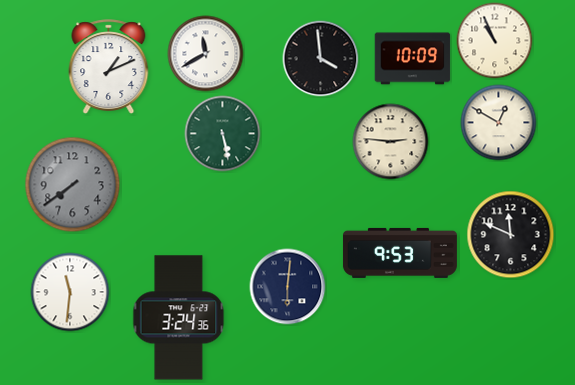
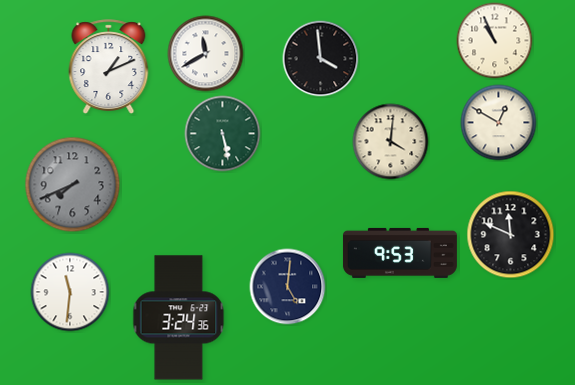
clock at (413, 59): 10:09 -> none
clock at (391, 142): 2:46 -> 4:01
clock at (73, 185): 7:39 -> 7:41
clock at (288, 287): 6:01 -> 5:01
